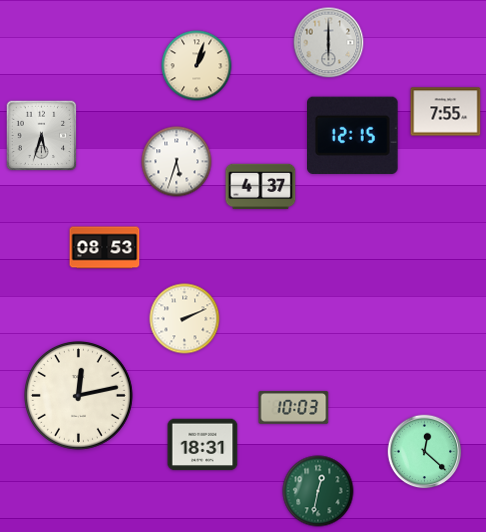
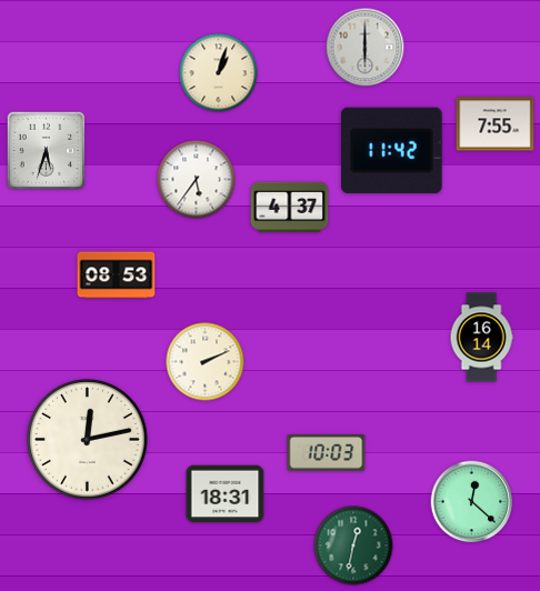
clock at (353, 135): 12:15 -> 11:42
clock at (177, 162): 5:33 -> 5:36
clock at (481, 338): none -> 16:14
clock at (185, 319) position: (185, 319) -> (206, 362)
